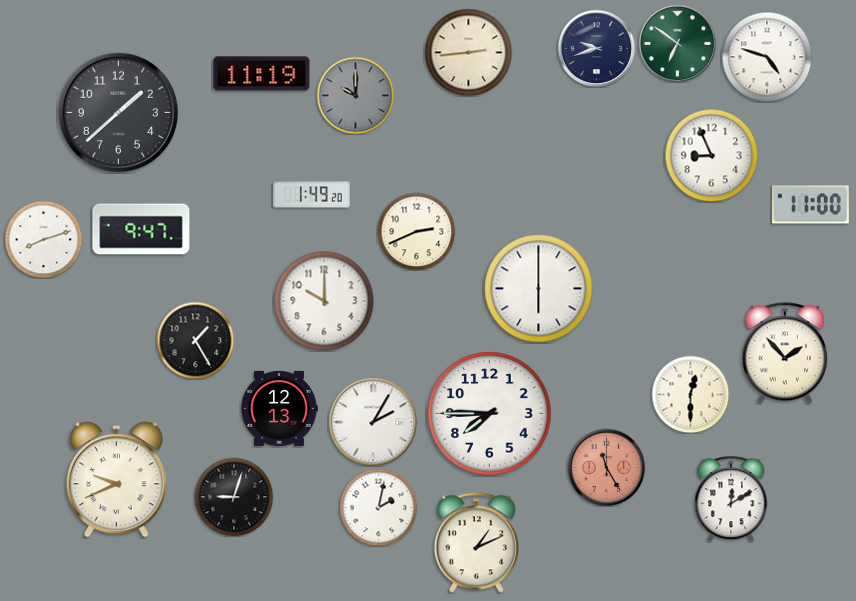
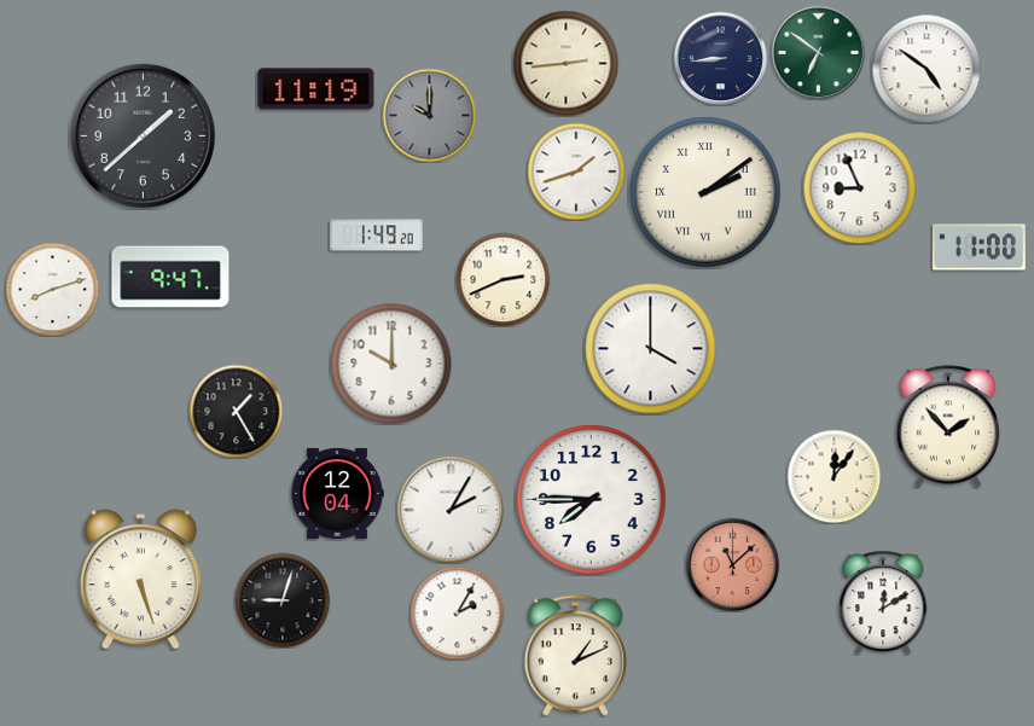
clock at (596, 48): 9:42 -> 8:44
clock at (767, 57): 4:48 -> 4:51
clock at (576, 172): none -> 1:42
clock at (705, 192): none -> 2:09
clock at (539, 289): 6:00 -> 4:00
clock at (690, 394): 12:30 -> 12:06
clock at (279, 408): 12:13 -> 12:04
clock at (606, 467): 11:25 -> 11:08
clock at (116, 480): 9:41 -> 5:27
clock at (378, 507): 2:02 -> 2:05
